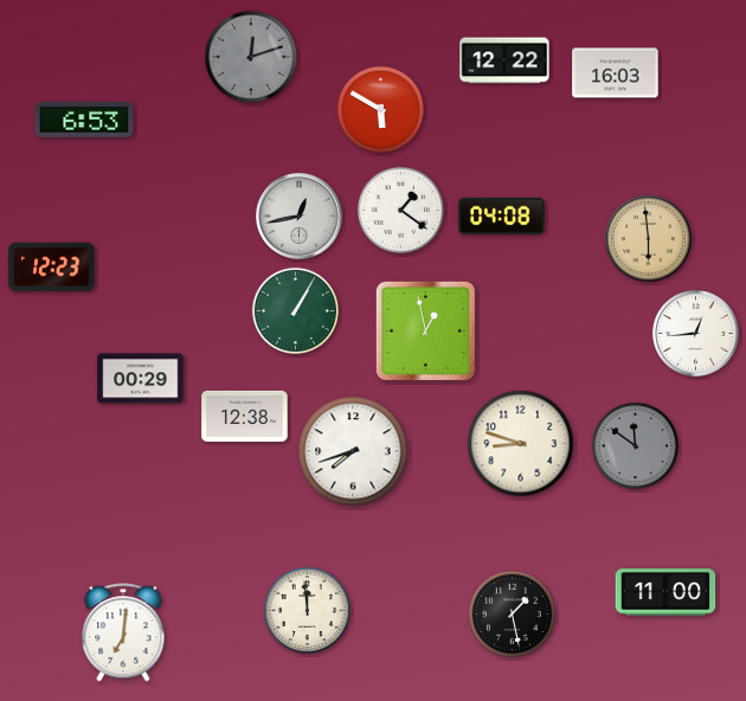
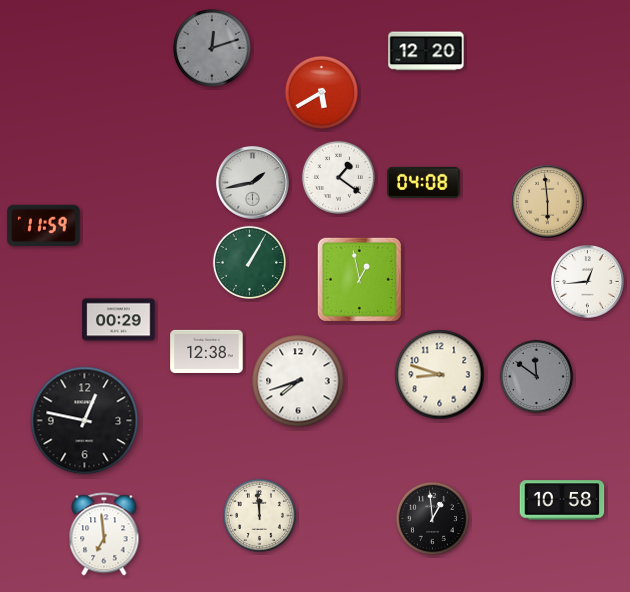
clock at (504, 60): 12:22 -> 12:20
clock at (616, 73): 16:03 -> none
clock at (380, 109): 5:50 -> 5:40
clock at (84, 120): 6:53 -> none
clock at (300, 217): 12:43 -> 1:43
clock at (52, 266): 12:23 -> 11:59
clock at (85, 421): none -> 12:47
clock at (665, 592): 11:00 -> 10:58
clock at (512, 613): 1:28 -> 12:59
clock at (123, 632): 7:01 -> 6:59
